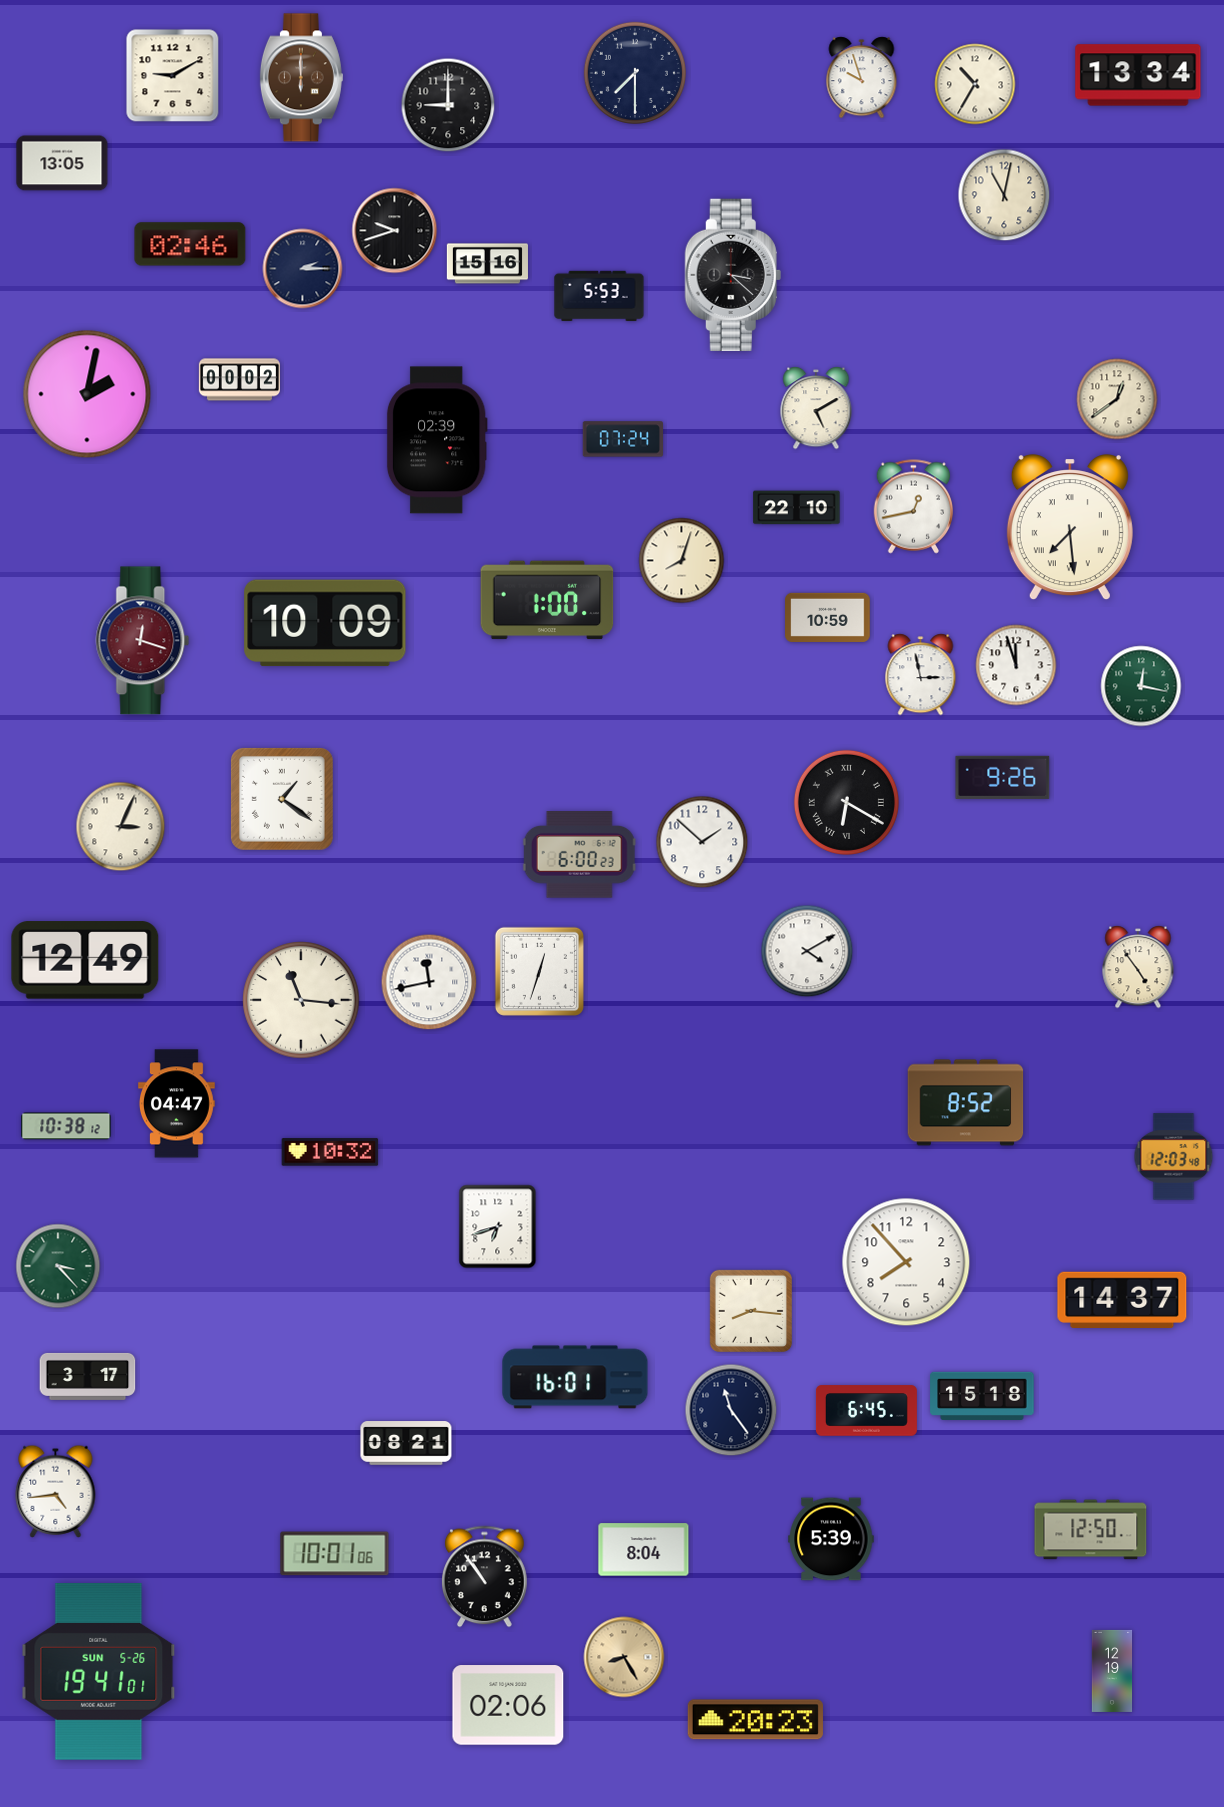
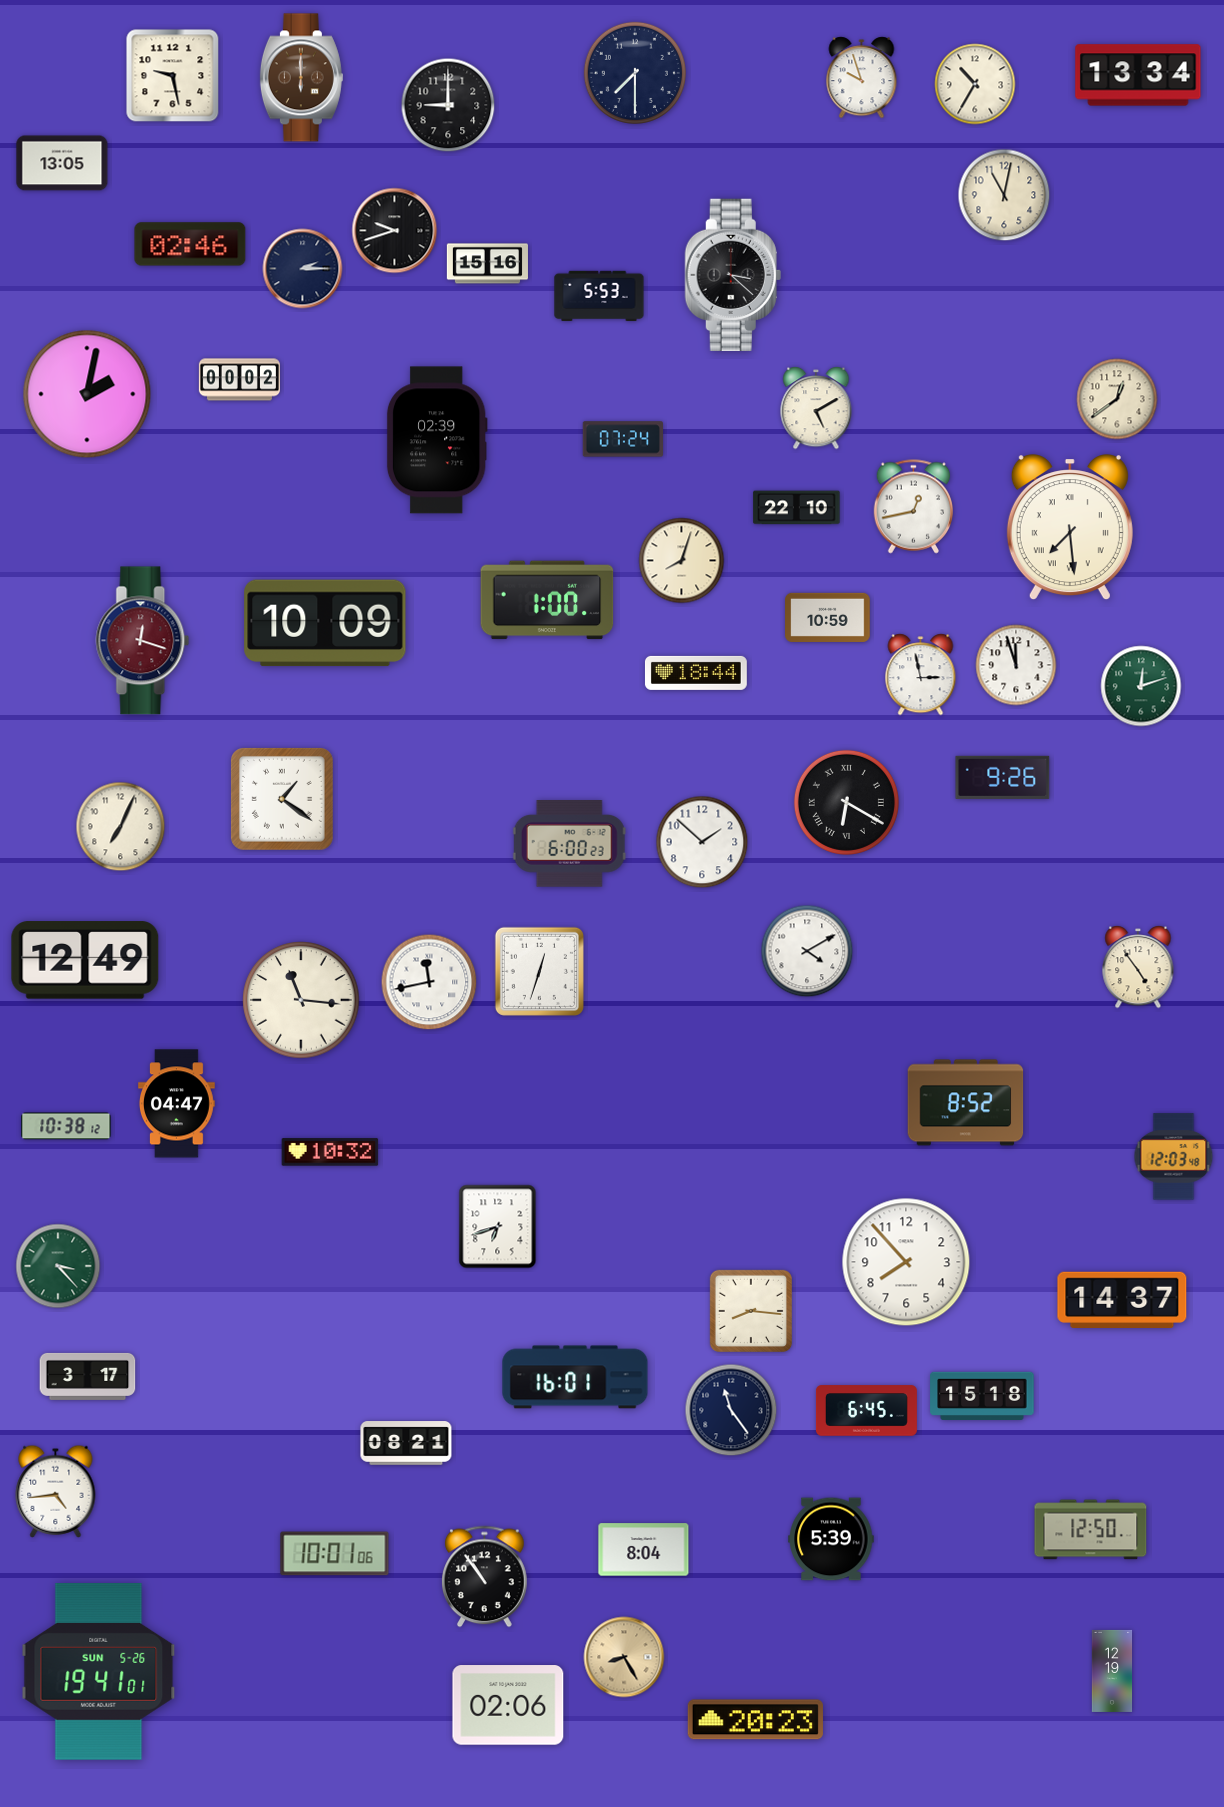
clock at (173, 76): 9:10 -> 9:28
clock at (696, 673): none -> 18:44
clock at (1141, 686): 12:17 -> 12:12
clock at (121, 827): 3:04 -> 7:04
clock at (579, 855) position: (579, 855) -> (569, 844)
